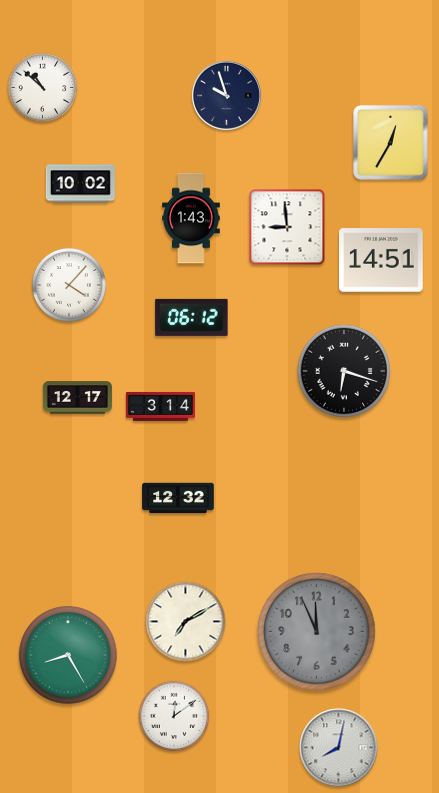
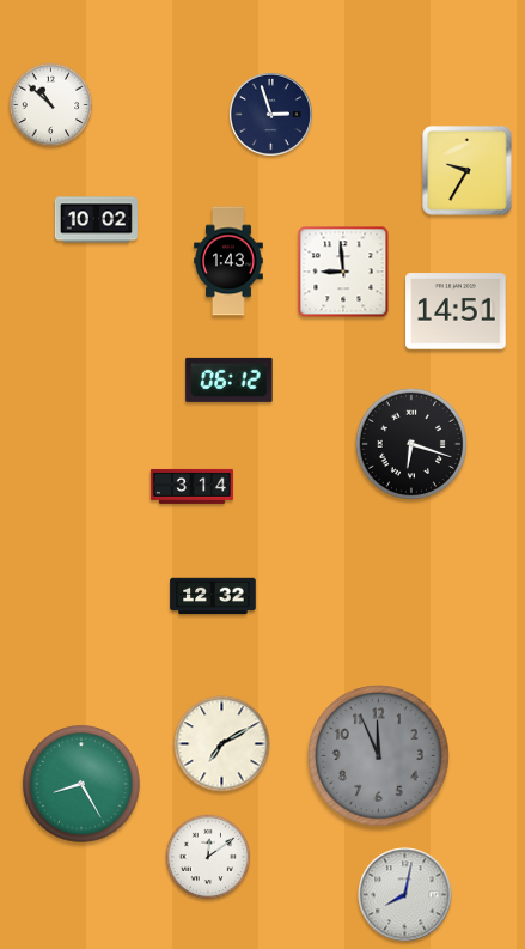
clock at (226, 95): 9:57 -> 2:57
clock at (391, 143): 12:35 -> 9:35
clock at (69, 285): 4:07 -> none
clock at (77, 398): 12:17 -> none
